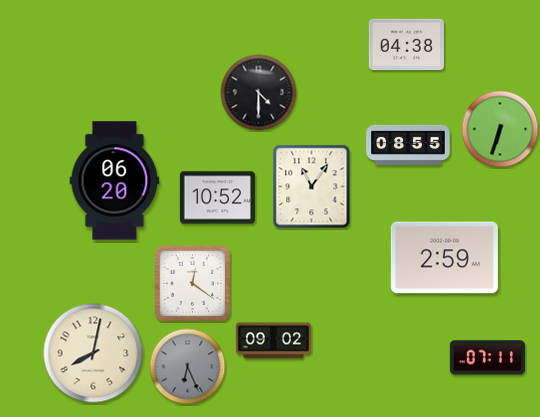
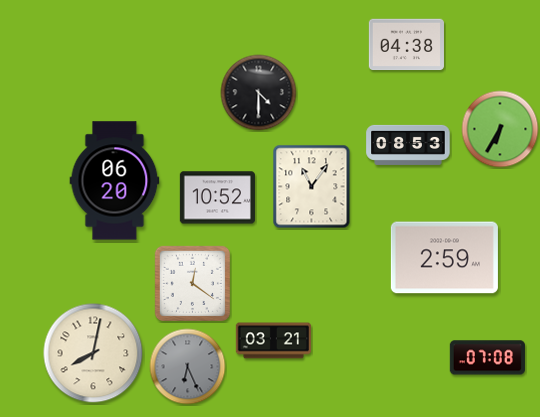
clock at (500, 129): 6:33 -> 6:35
clock at (408, 145): 08:55 -> 08:53
clock at (273, 341): 09:02 -> 03:21
clock at (487, 358): 07:11 -> 07:08
